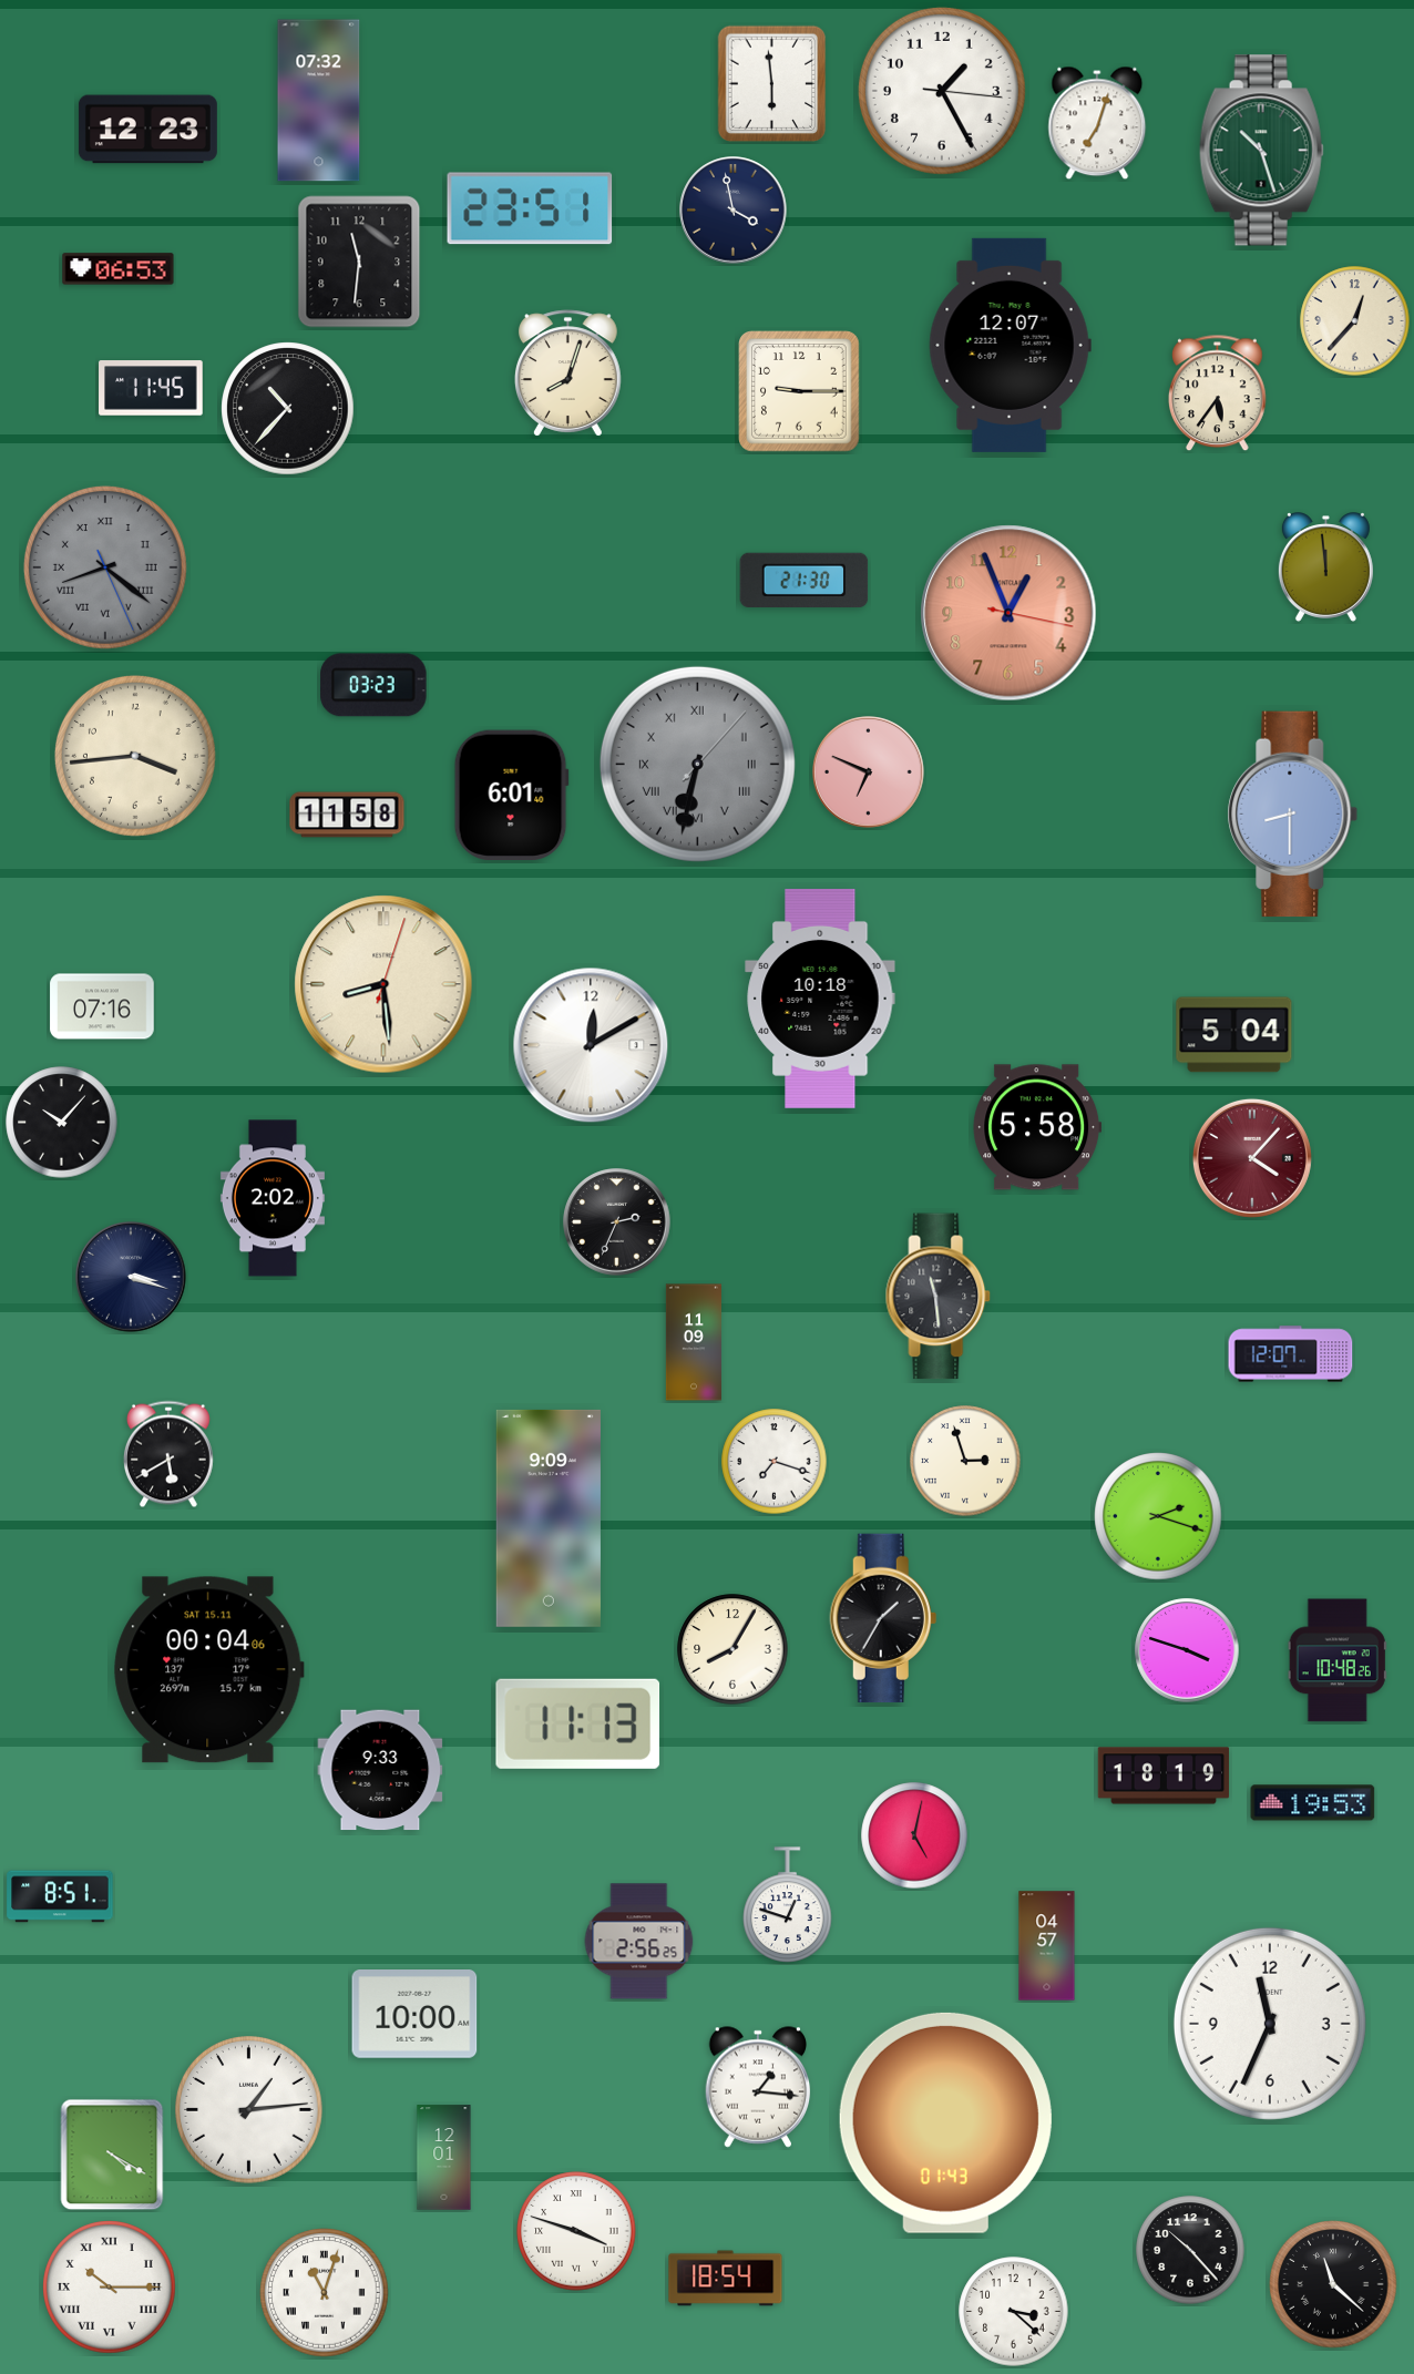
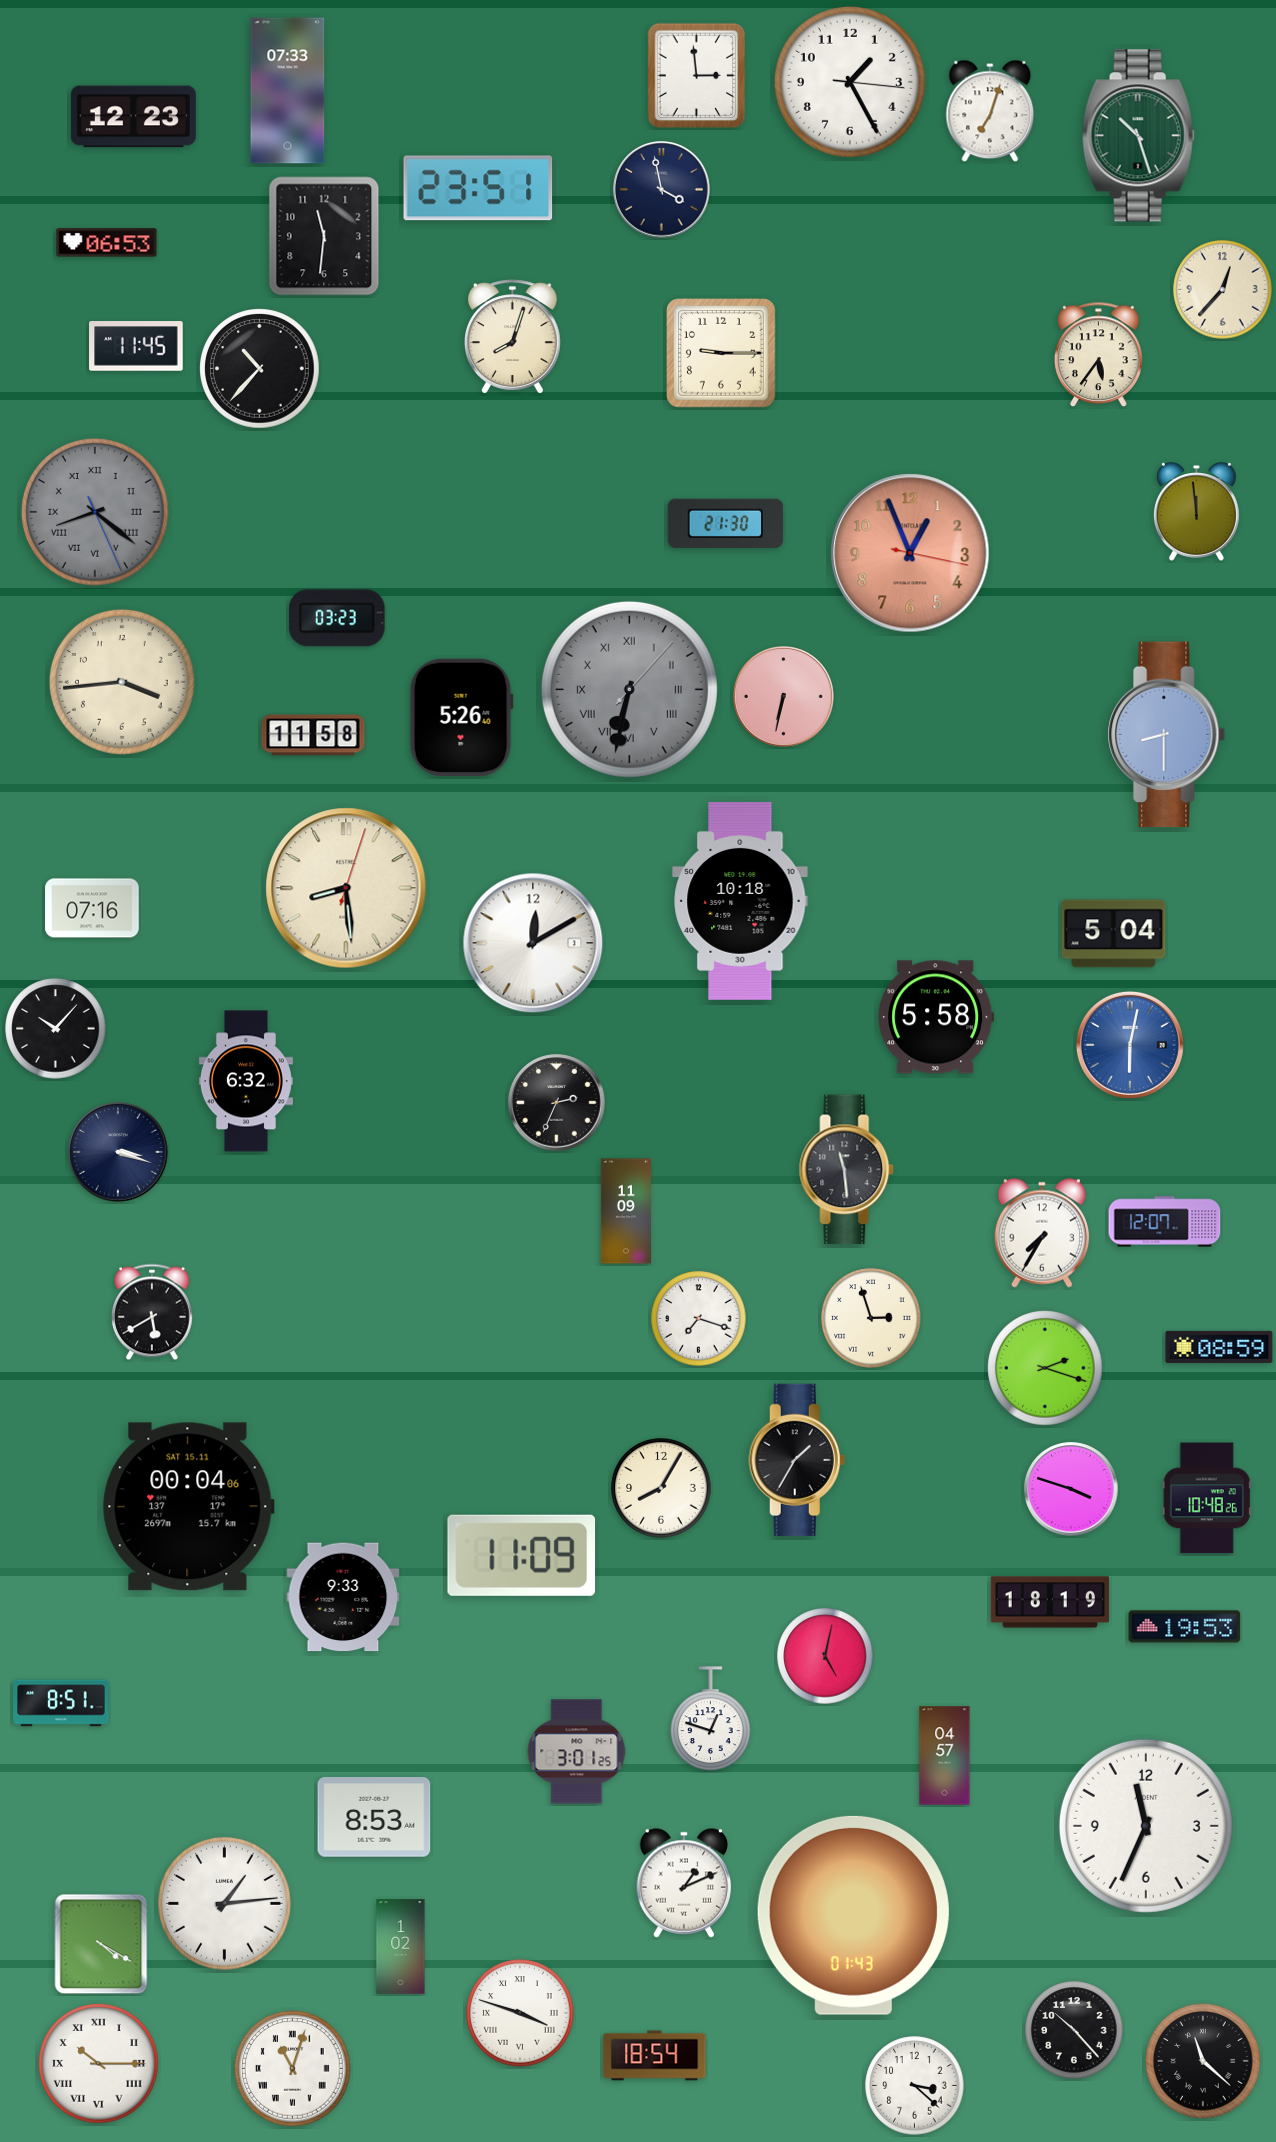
clock at (772, 84): 5:59 -> 2:59
clock at (319, 101): 07:32 -> 07:33
clock at (1010, 345): 12:07 -> none
clock at (151, 388) position: (151, 388) -> (136, 346)
clock at (869, 772): 6:49 -> 6:32
clock at (511, 795): 6:01 -> 5:26
clock at (62, 1123) position: (62, 1123) -> (56, 1029)
clock at (1252, 1158): 4:07 -> 6:02
clock at (1252, 1158) dial: burgundy -> blue
clock at (273, 1198): 2:02 -> 6:32
clock at (1042, 1233): none -> 7:35
clock at (1219, 1347): none -> 08:59
clock at (549, 1518): 9:09 -> none
clock at (578, 1723): 11:13 -> 11:09
clock at (60, 1896) position: (60, 1896) -> (61, 1703)
clock at (639, 1942): 2:56 -> 3:01
clock at (414, 2014): 10:00 -> 8:53
clock at (758, 2087): 1:16 -> 1:11
clock at (444, 2158): 12:01 -> 1:02
